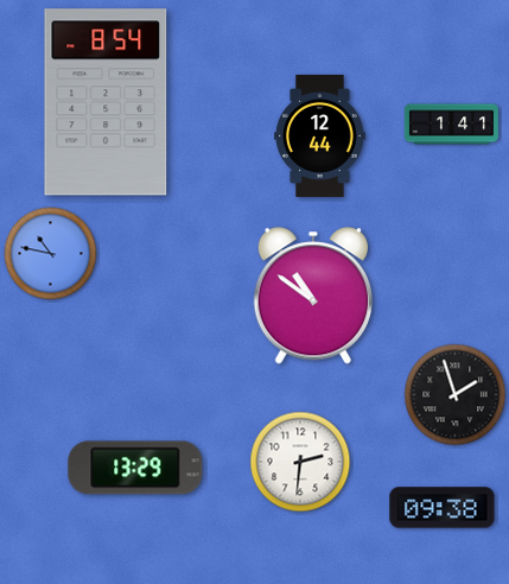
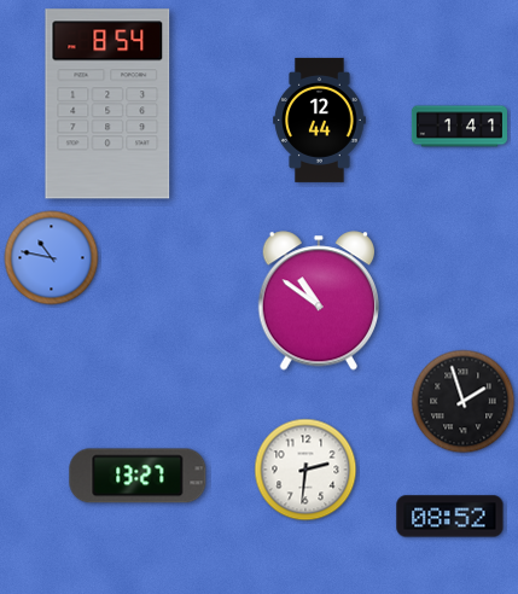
clock at (320, 135) position: (320, 135) -> (320, 120)
clock at (135, 468): 13:29 -> 13:27
clock at (443, 508): 09:38 -> 08:52
